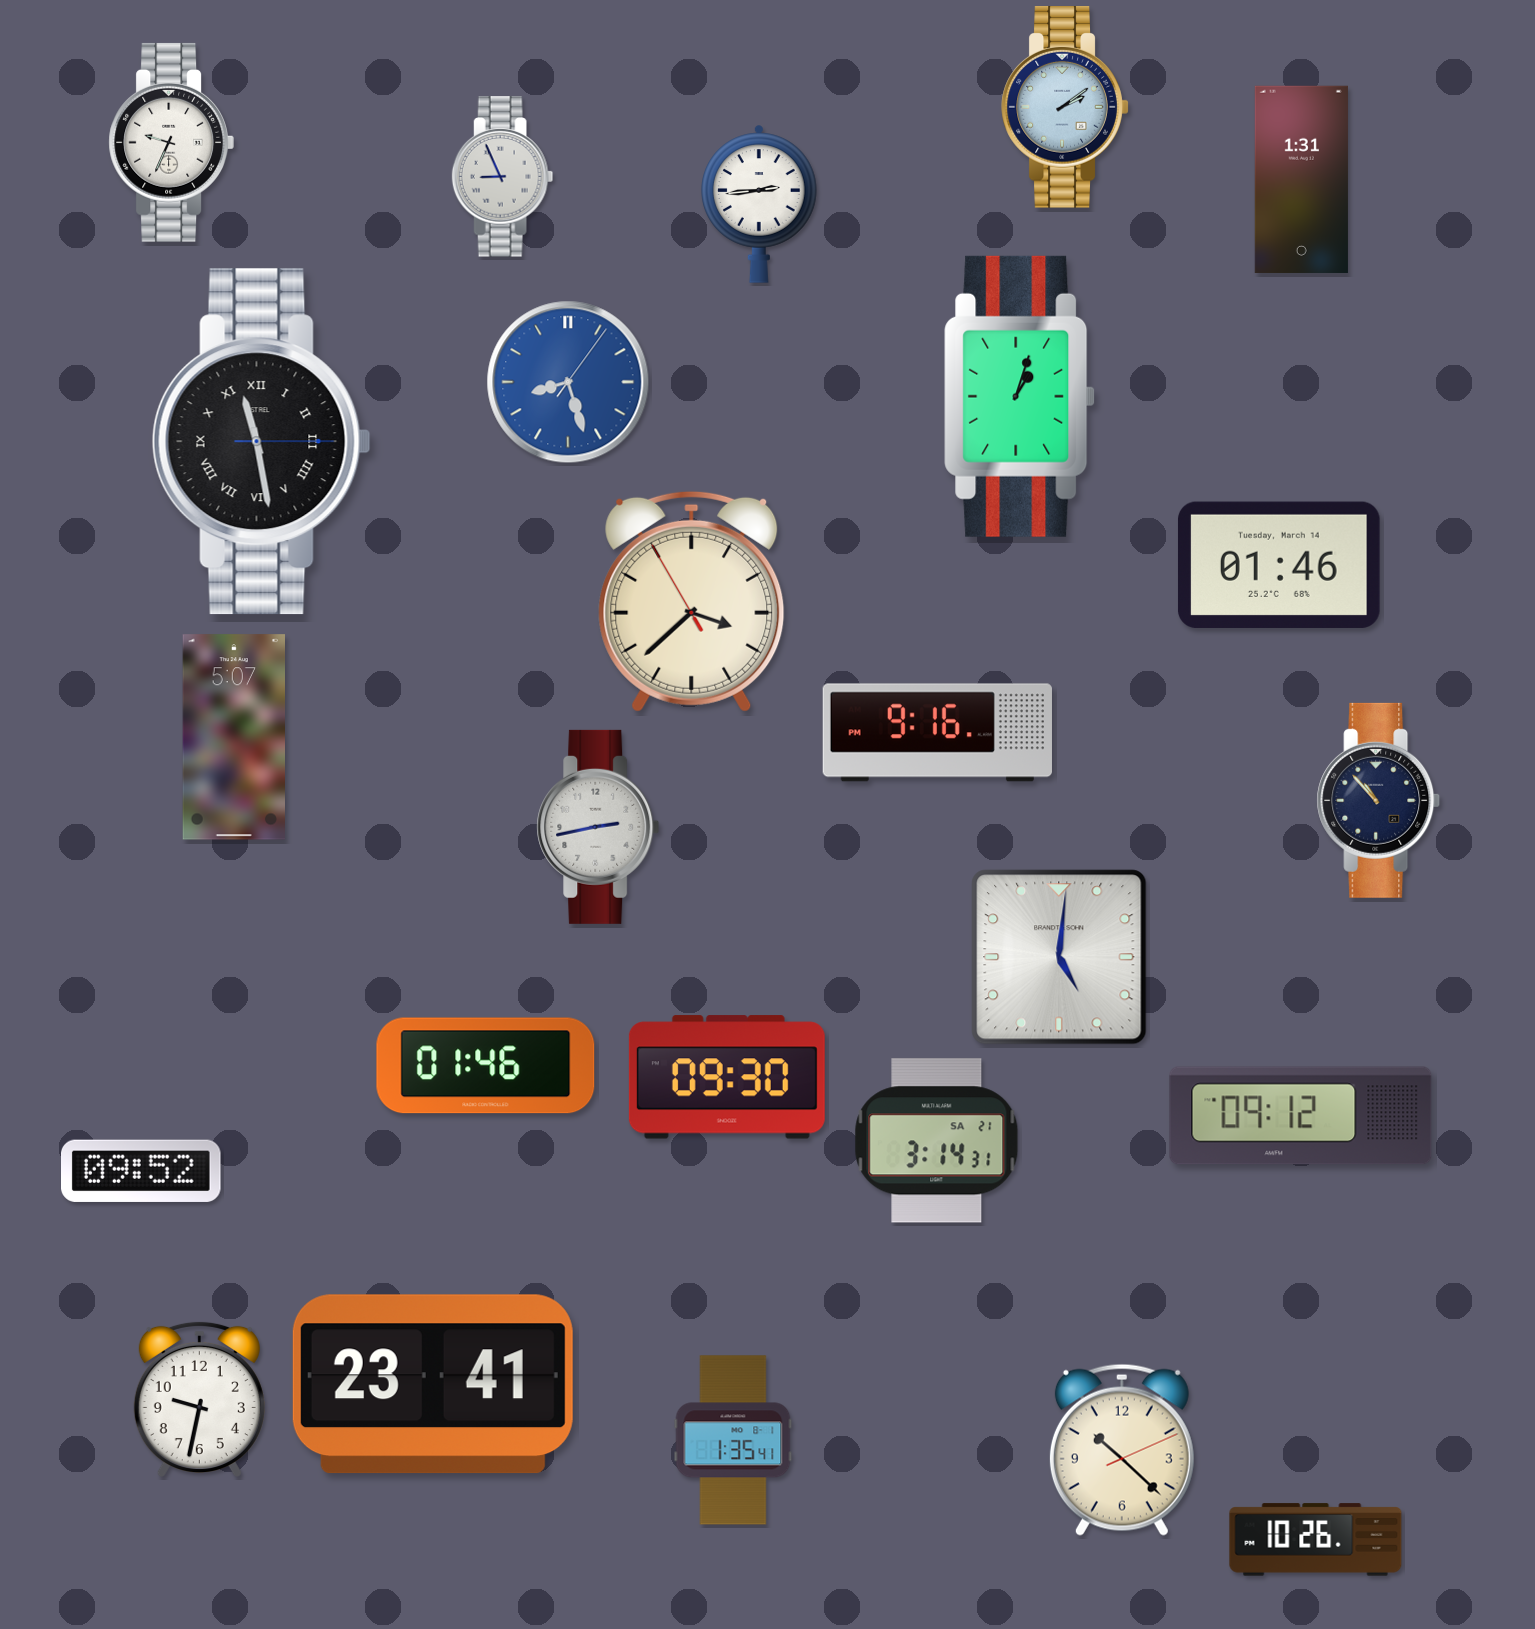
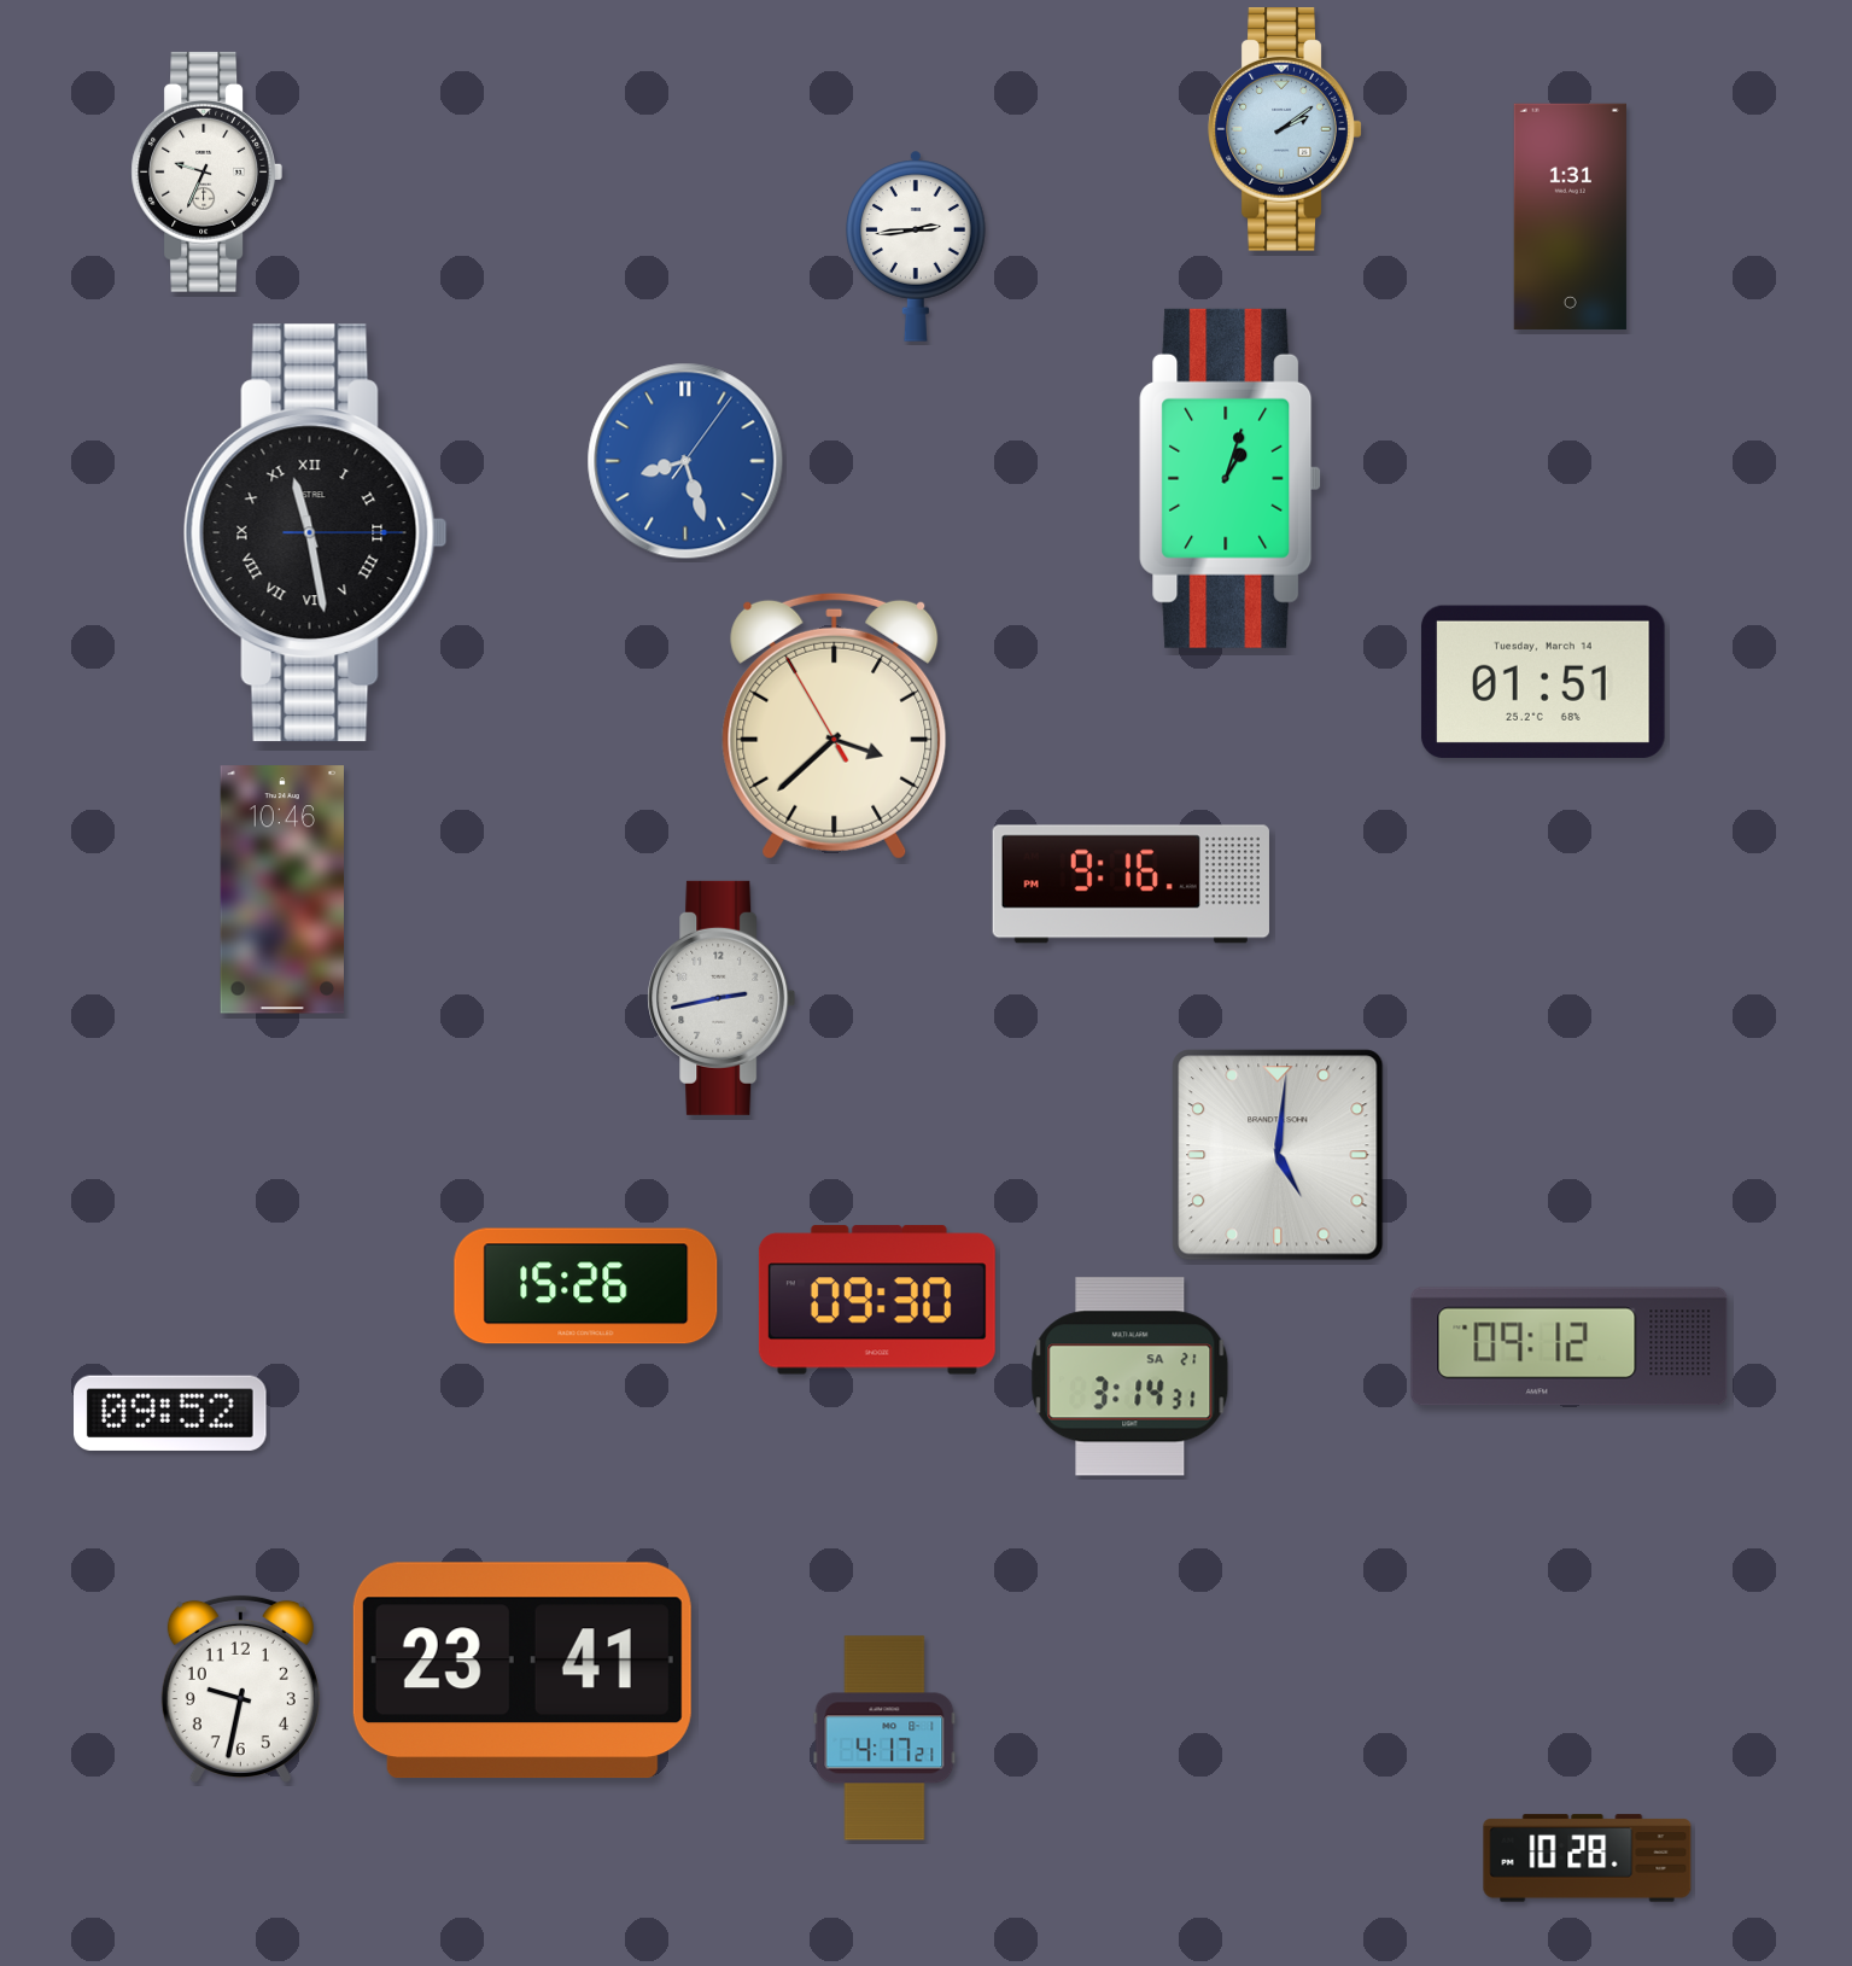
clock at (503, 177): 8:56 -> none
clock at (1279, 565): 01:46 -> 01:51
clock at (234, 737): 5:07 -> 10:46
clock at (1379, 800): 10:53 -> none
clock at (486, 1066): 01:46 -> 15:26
clock at (733, 1440): 1:35 -> 4:17
clock at (1122, 1450): 10:22 -> none
clock at (1316, 1540): 10:26 -> 10:28
